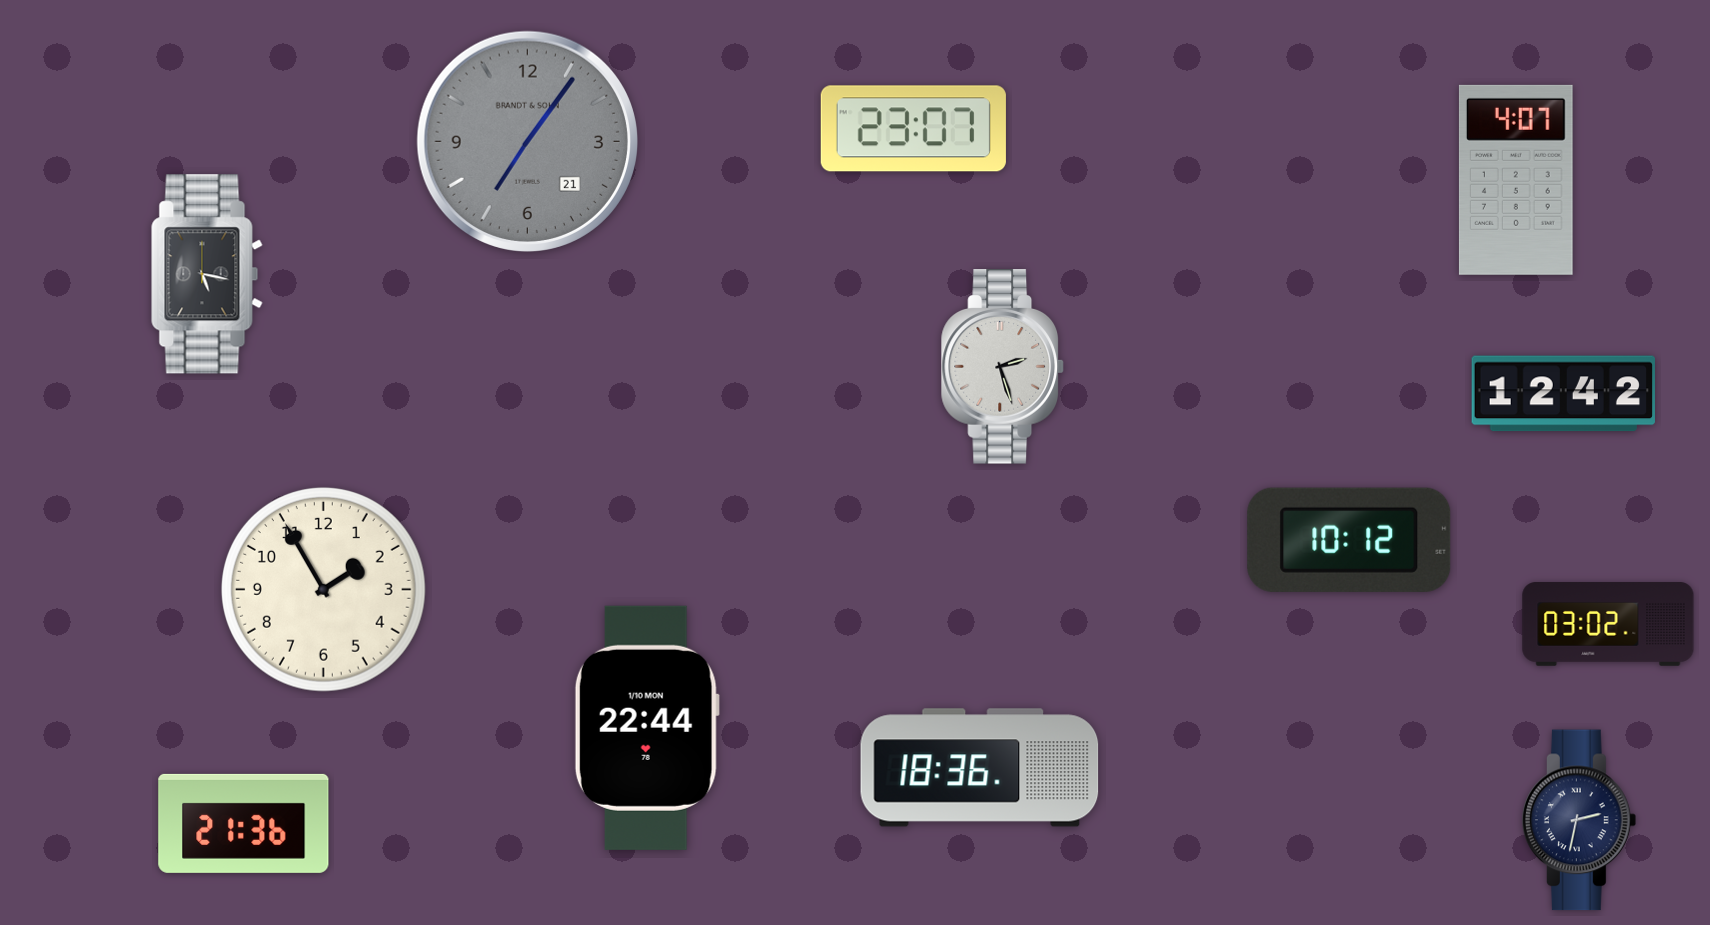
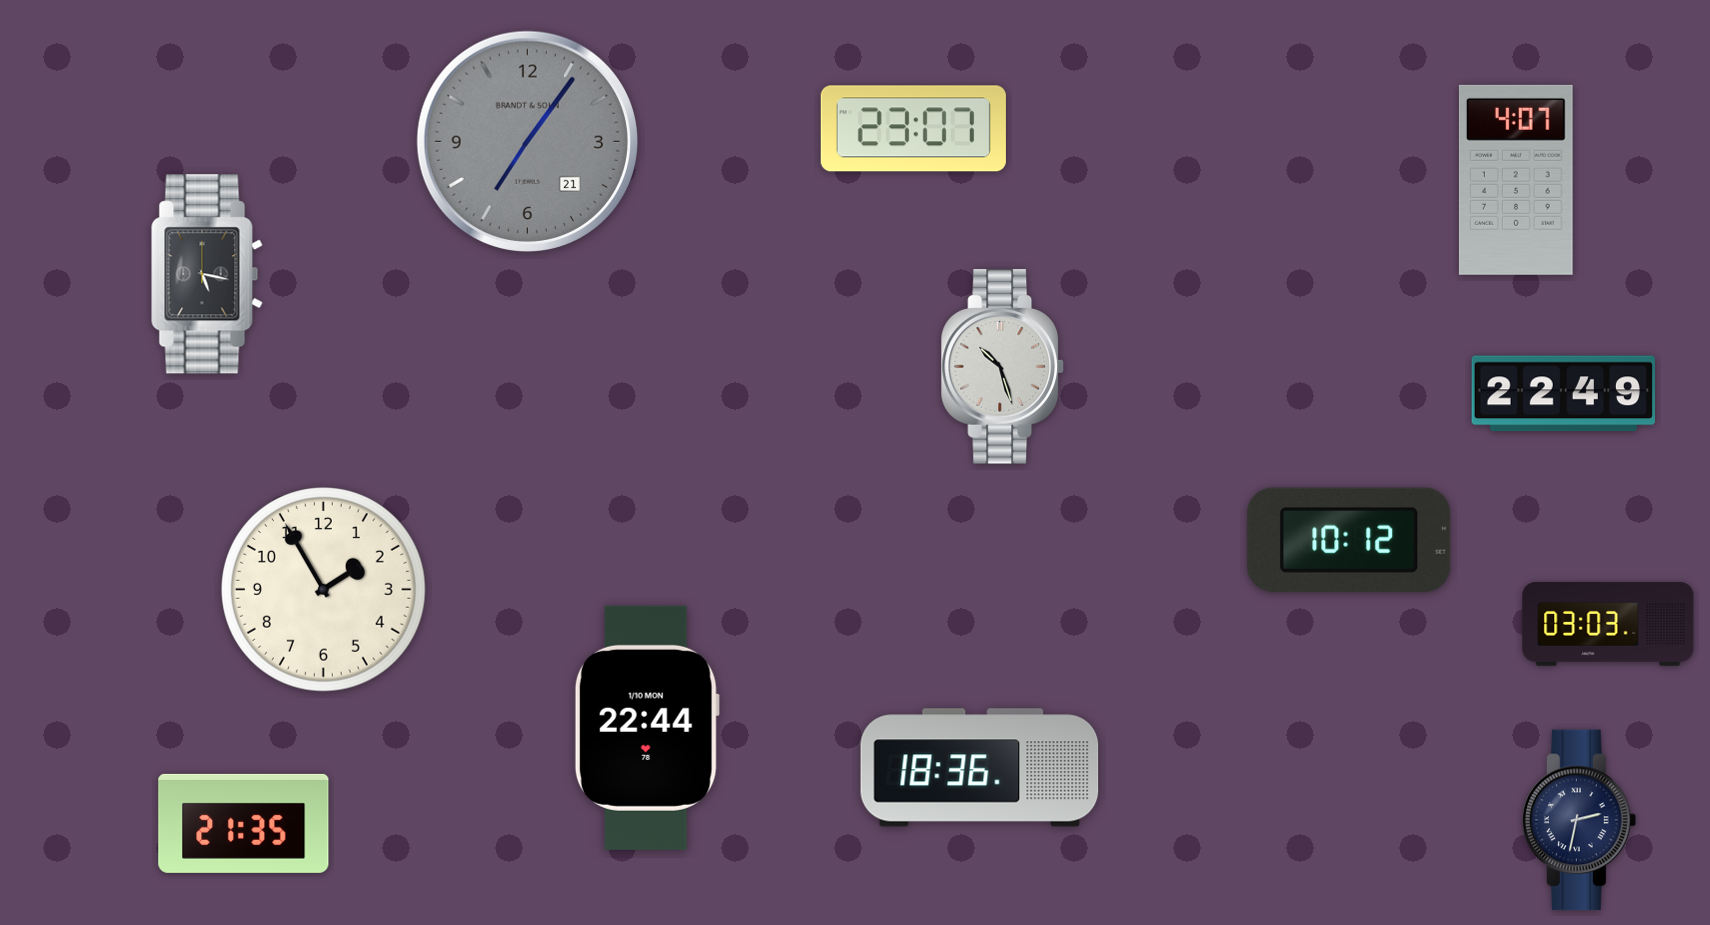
clock at (1002, 367): 2:27 -> 10:27
clock at (1563, 394): 12:42 -> 22:49
clock at (1608, 624): 03:02 -> 03:03
clock at (244, 823): 21:36 -> 21:35
